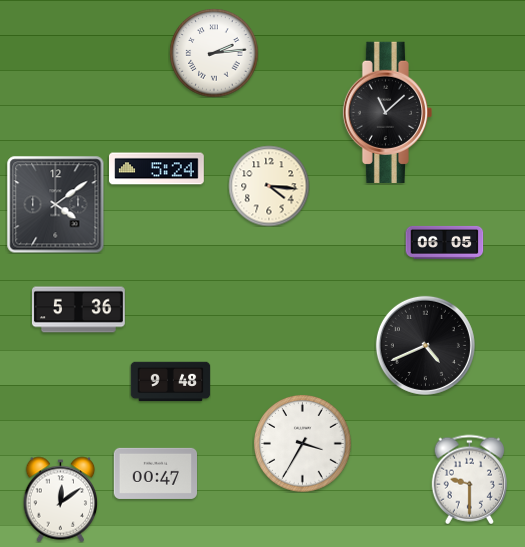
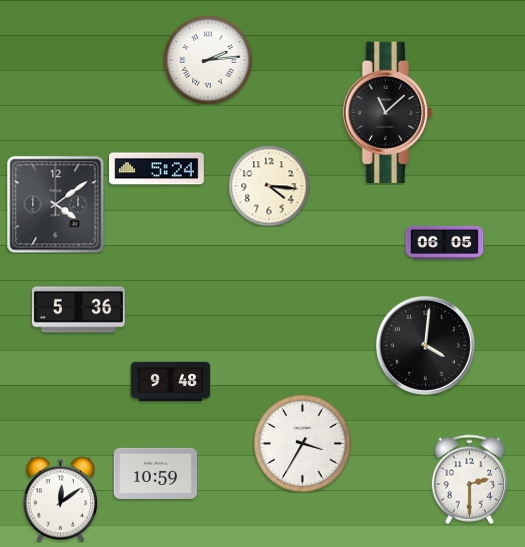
clock at (214, 53) position: (214, 53) -> (208, 60)
clock at (425, 345): 4:41 -> 4:01
clock at (155, 473): 00:47 -> 10:59
clock at (469, 479): 9:30 -> 2:30
